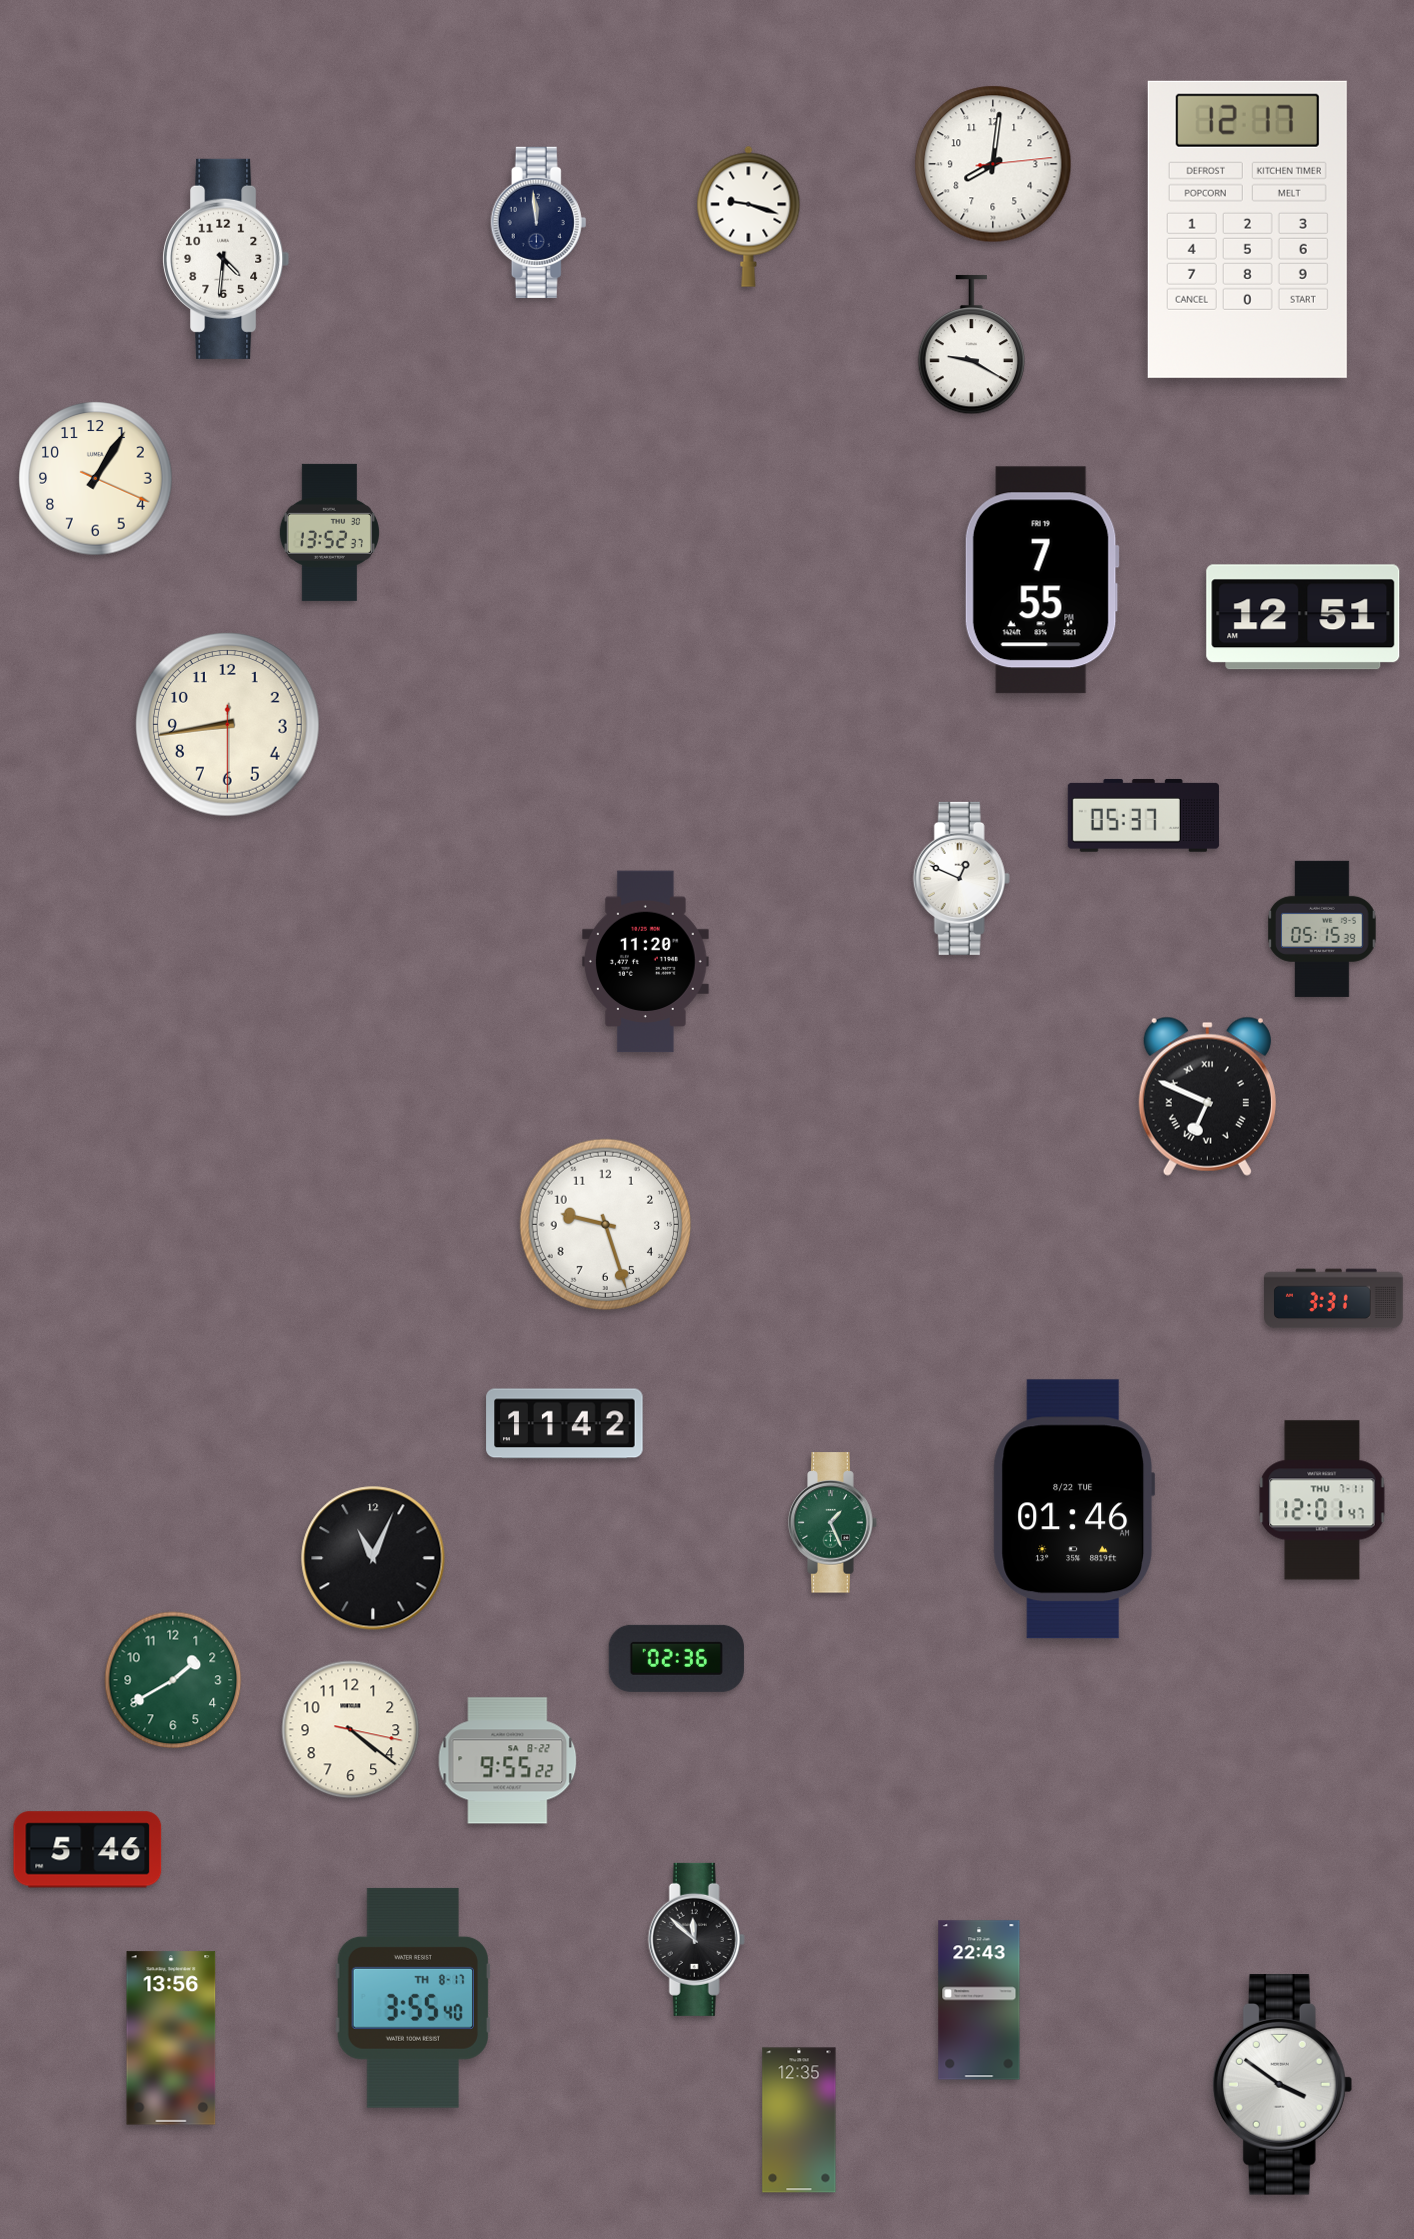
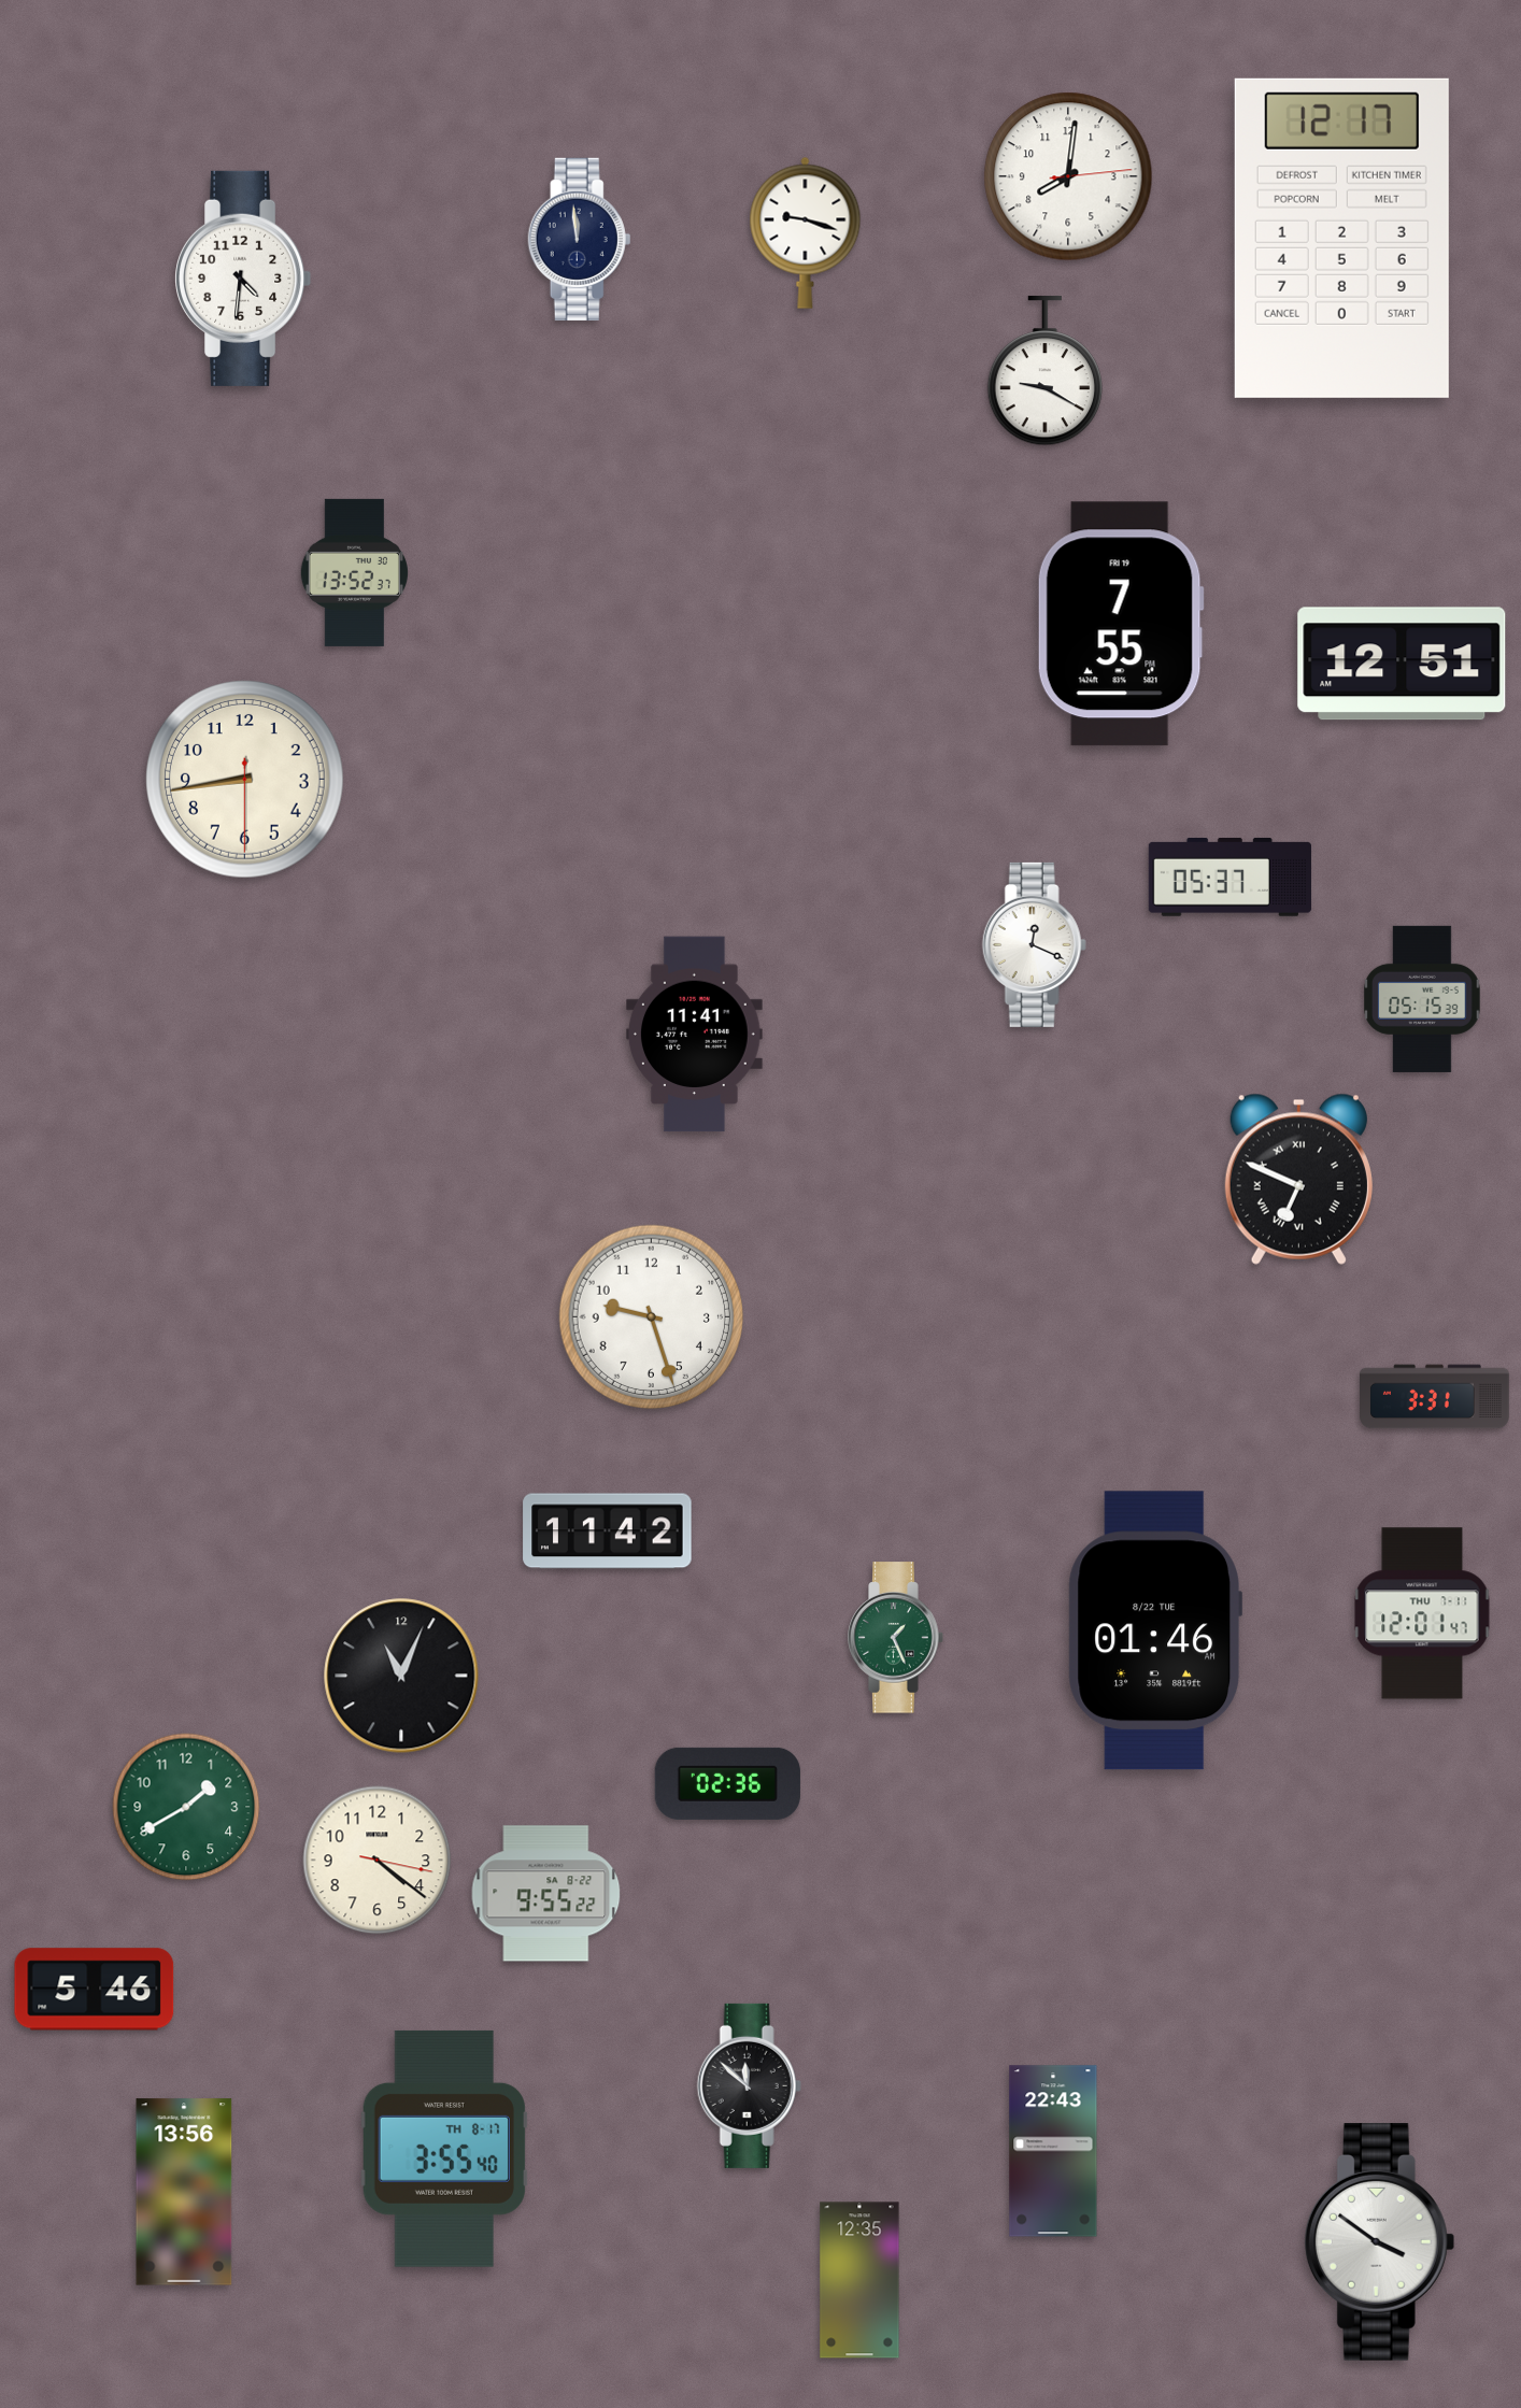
clock at (1247, 229) position: (1247, 229) -> (1341, 238)
clock at (96, 479): 1:05 -> none
clock at (961, 878): 12:49 -> 12:19
clock at (646, 962): 11:20 -> 11:41
clock at (1074, 1509) position: (1074, 1509) -> (1155, 1630)
